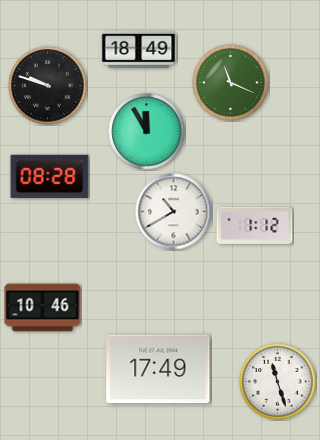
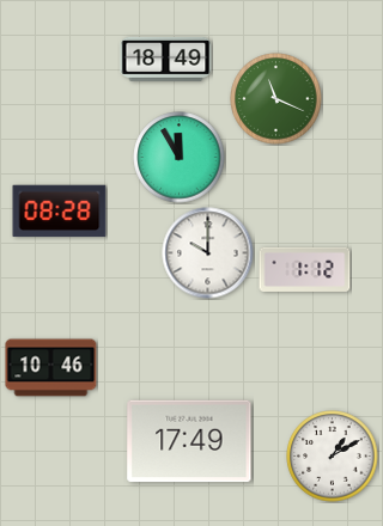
clock at (48, 86): 9:48 -> none
clock at (147, 132) position: (147, 132) -> (180, 158)
clock at (174, 212): 10:40 -> 10:00
clock at (278, 382): 11:27 -> 1:10
